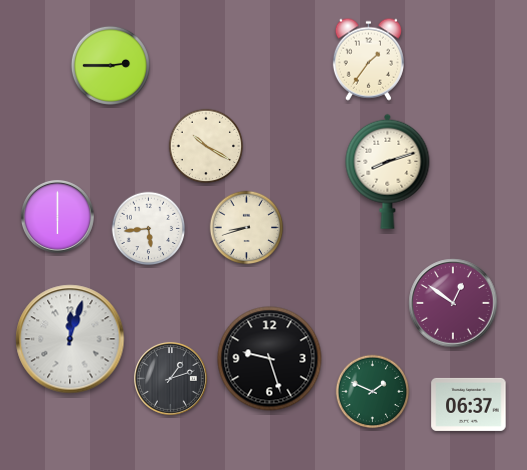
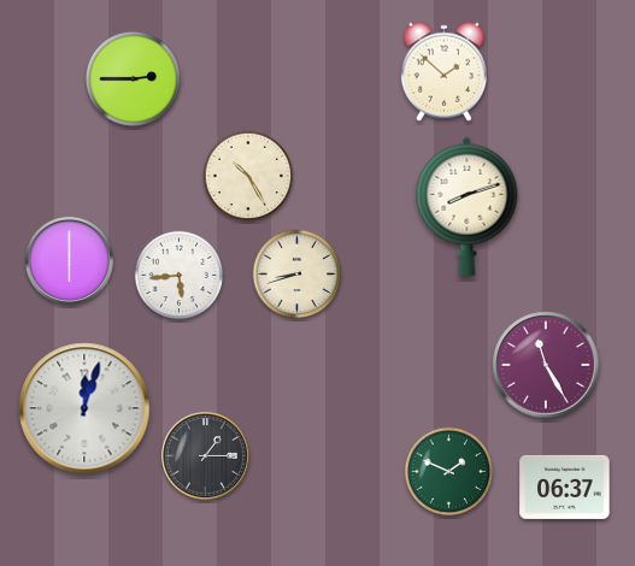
clock at (368, 59): 1:36 -> 1:52
clock at (206, 146): 10:20 -> 10:25
clock at (453, 303): 12:51 -> 11:25
clock at (270, 359): 9:27 -> none
clock at (170, 378): 1:12 -> 1:15
